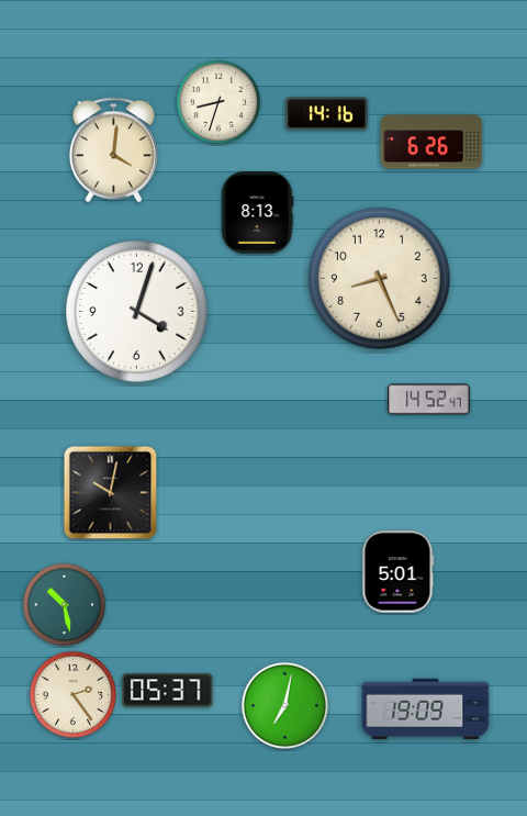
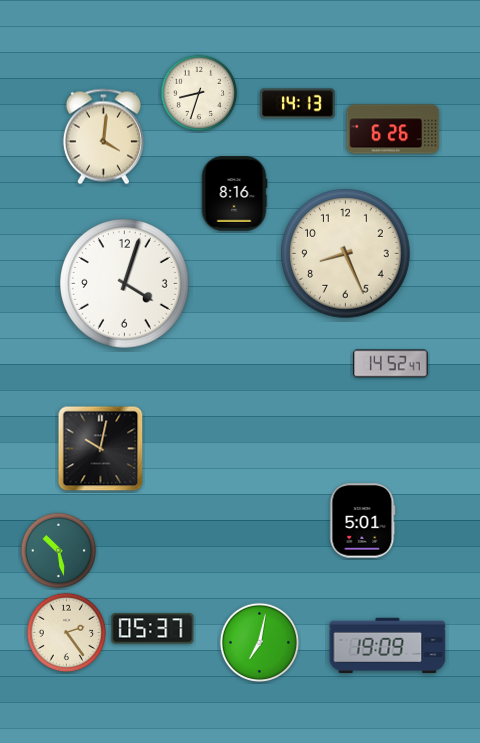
clock at (327, 114): 14:16 -> 14:13
clock at (257, 213): 8:13 -> 8:16
